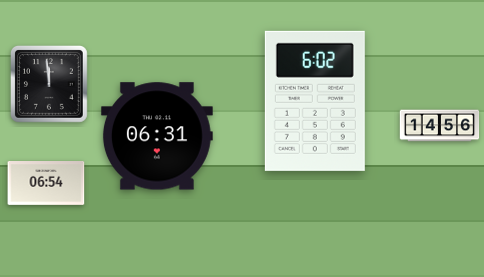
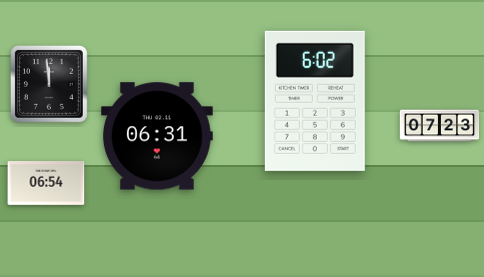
clock at (440, 126): 14:56 -> 07:23
